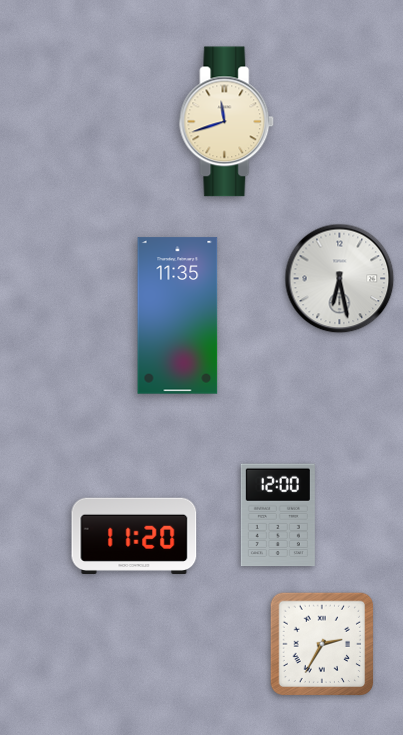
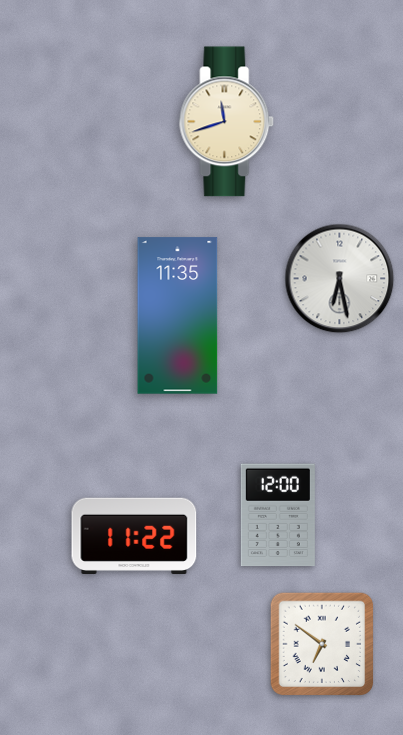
clock at (134, 535): 11:20 -> 11:22
clock at (322, 644): 2:35 -> 6:51
